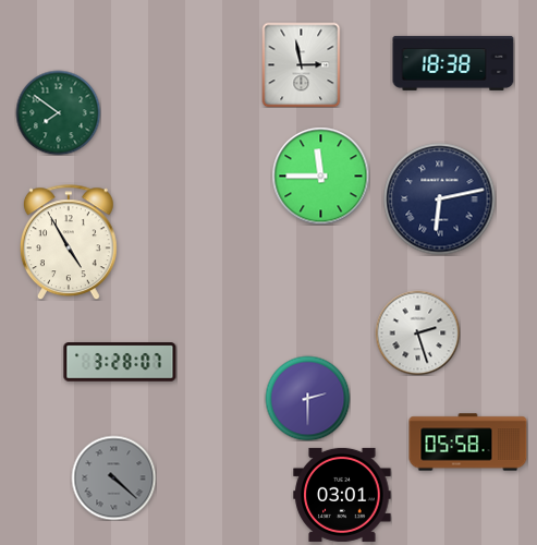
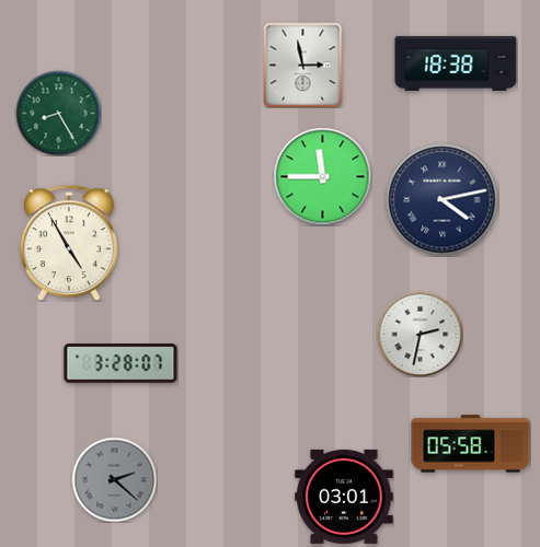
clock at (58, 112): 7:51 -> 8:25
clock at (440, 199): 6:13 -> 4:13
clock at (417, 332): 2:27 -> 2:32
clock at (307, 398): 2:30 -> none
clock at (113, 477): 4:22 -> 2:22
